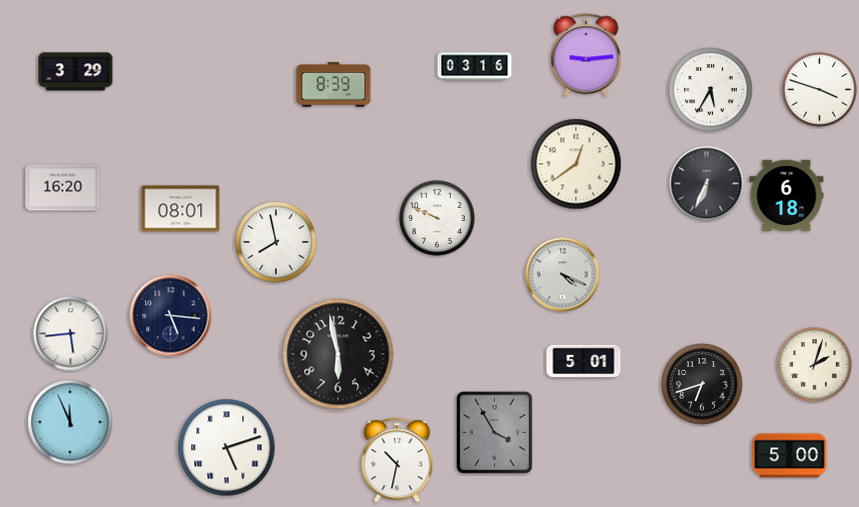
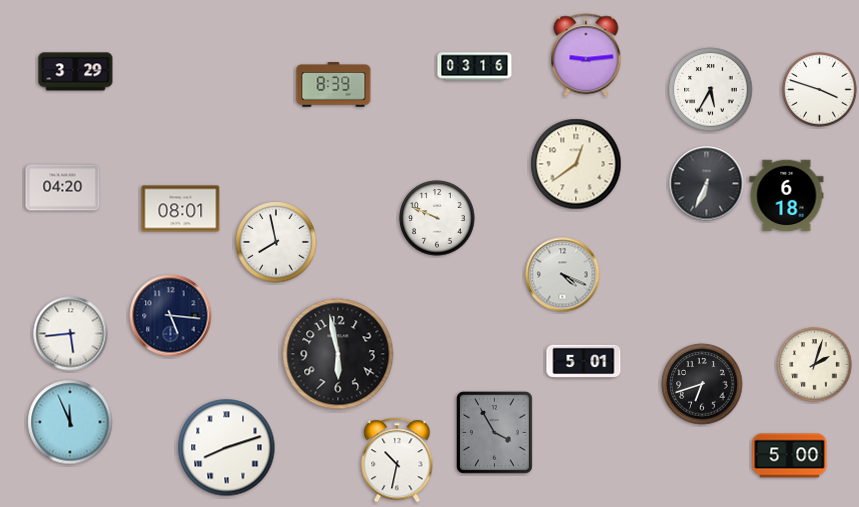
clock at (63, 188): 16:20 -> 04:20
clock at (227, 448): 5:12 -> 8:12
